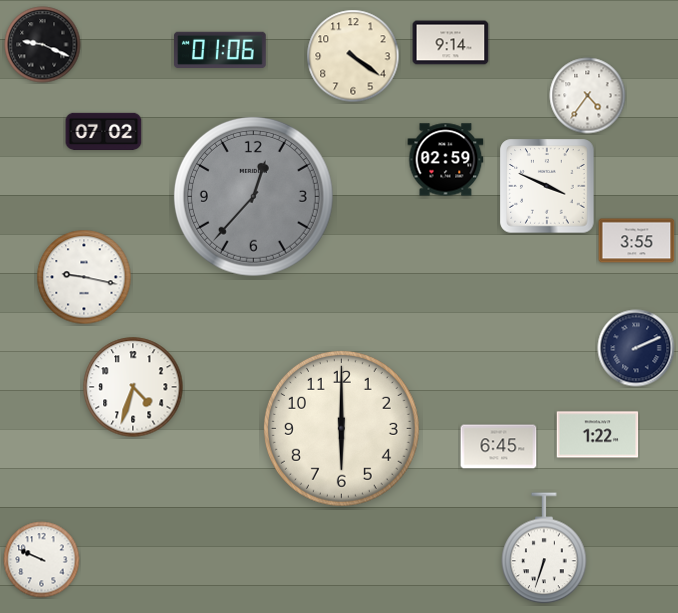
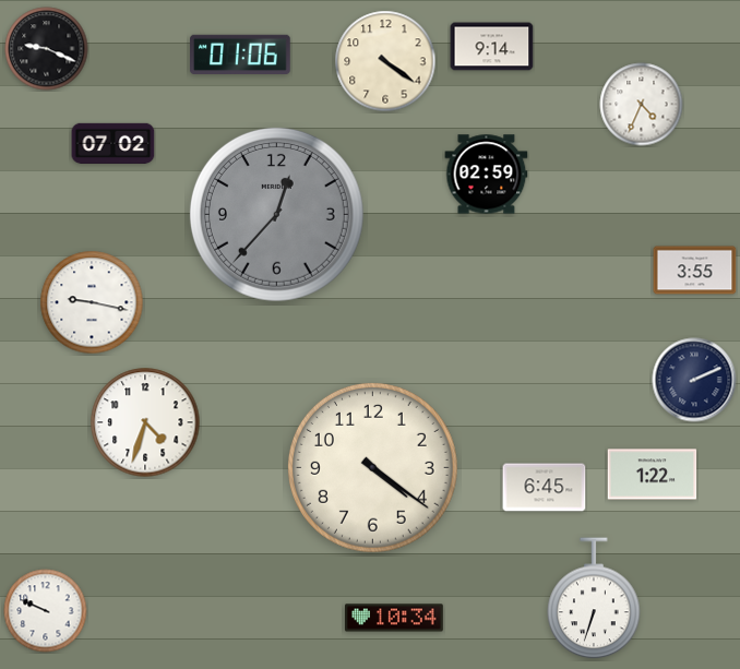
clock at (588, 96): 4:36 -> 4:34
clock at (547, 186): 3:49 -> none
clock at (637, 241) position: (637, 241) -> (695, 271)
clock at (341, 428): 6:00 -> 4:21
clock at (394, 618): none -> 10:34
